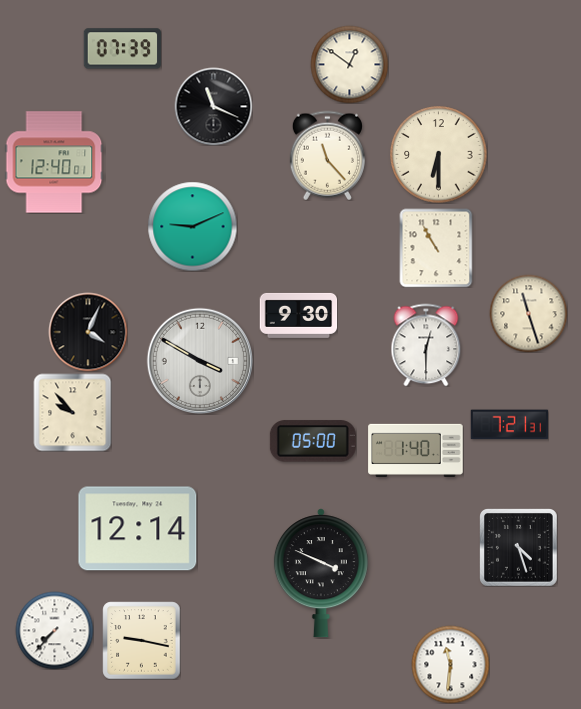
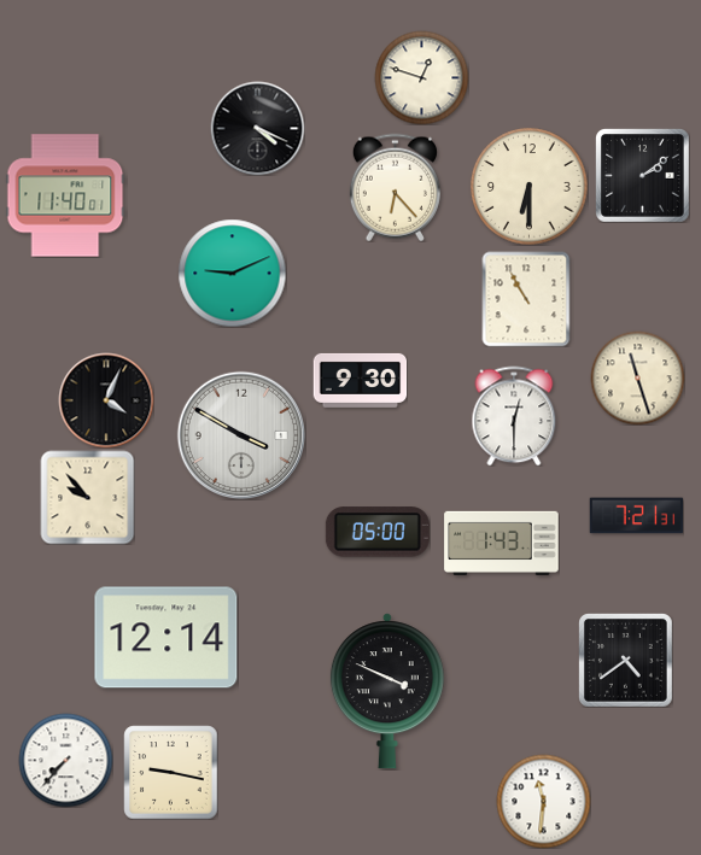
clock at (122, 49): 07:39 -> none
clock at (349, 64): 12:51 -> 12:48
clock at (213, 106): 11:19 -> 4:19
clock at (642, 175): none -> 2:09
clock at (327, 155): 11:23 -> 6:23
clock at (54, 162): 12:40 -> 11:40
clock at (509, 425) position: (509, 425) -> (636, 516)
clock at (416, 450): 1:40 -> 1:43
clock at (518, 547): 4:27 -> 4:39
